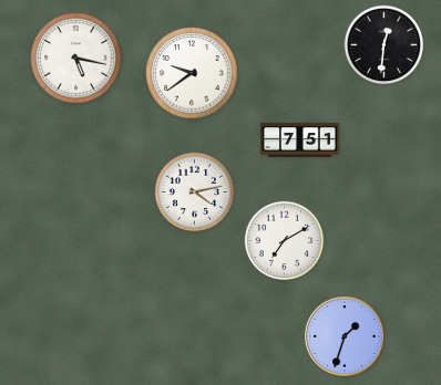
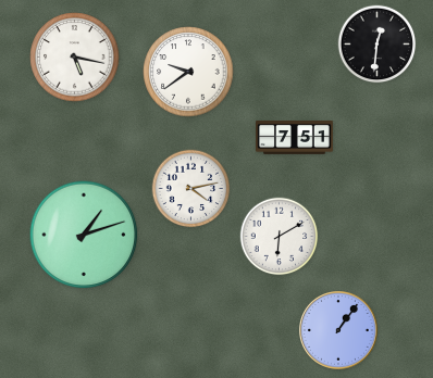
clock at (84, 235): none -> 1:12
clock at (285, 241): 7:10 -> 6:10
clock at (346, 337): 1:33 -> 1:06
